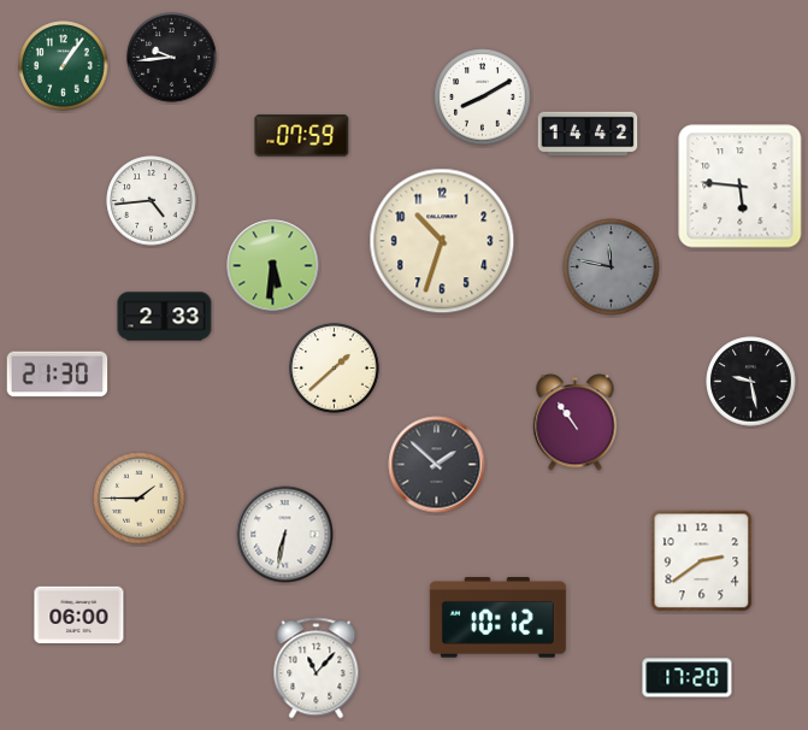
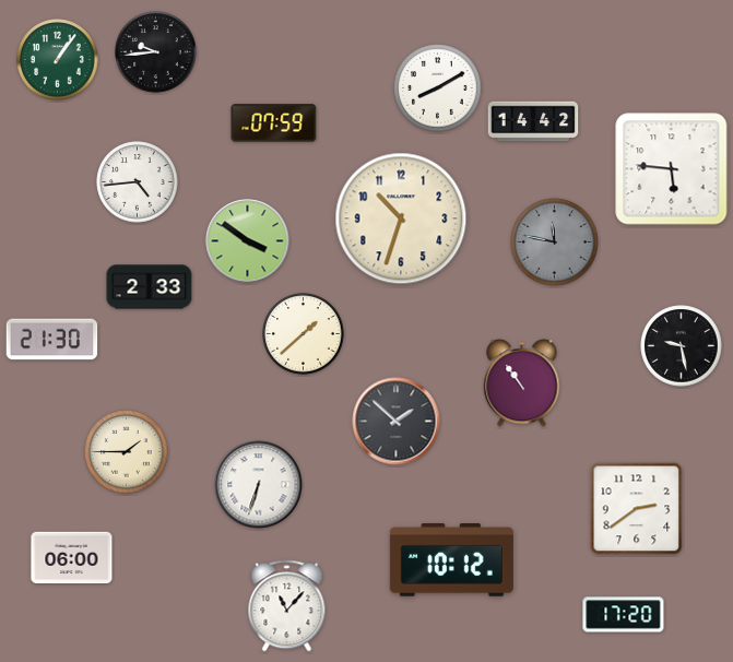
clock at (273, 266): 5:31 -> 3:51
clock at (285, 535): 6:32 -> 6:33
